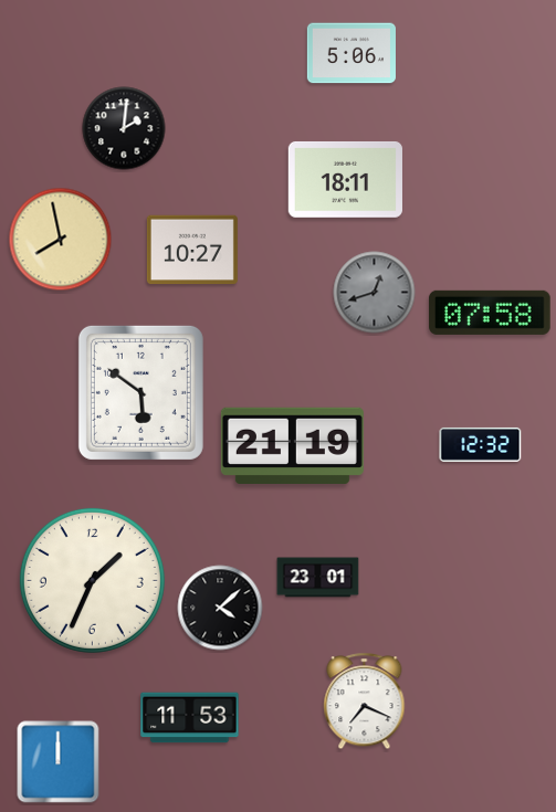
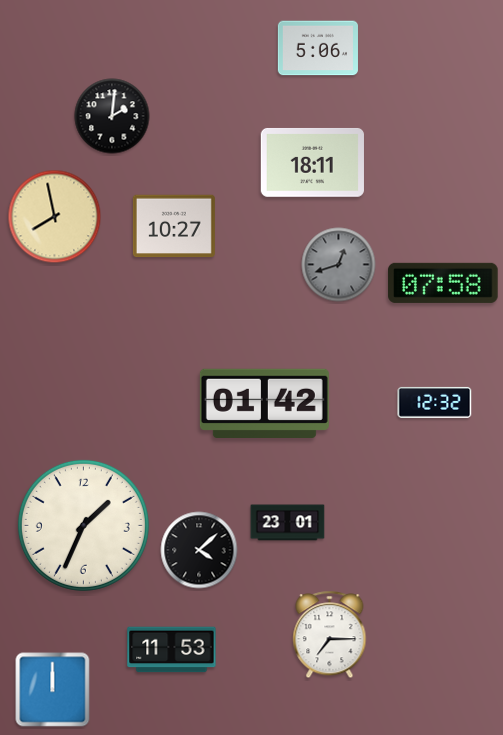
clock at (140, 392): 5:51 -> none
clock at (292, 445): 21:19 -> 01:42
clock at (365, 702): 7:19 -> 7:15
